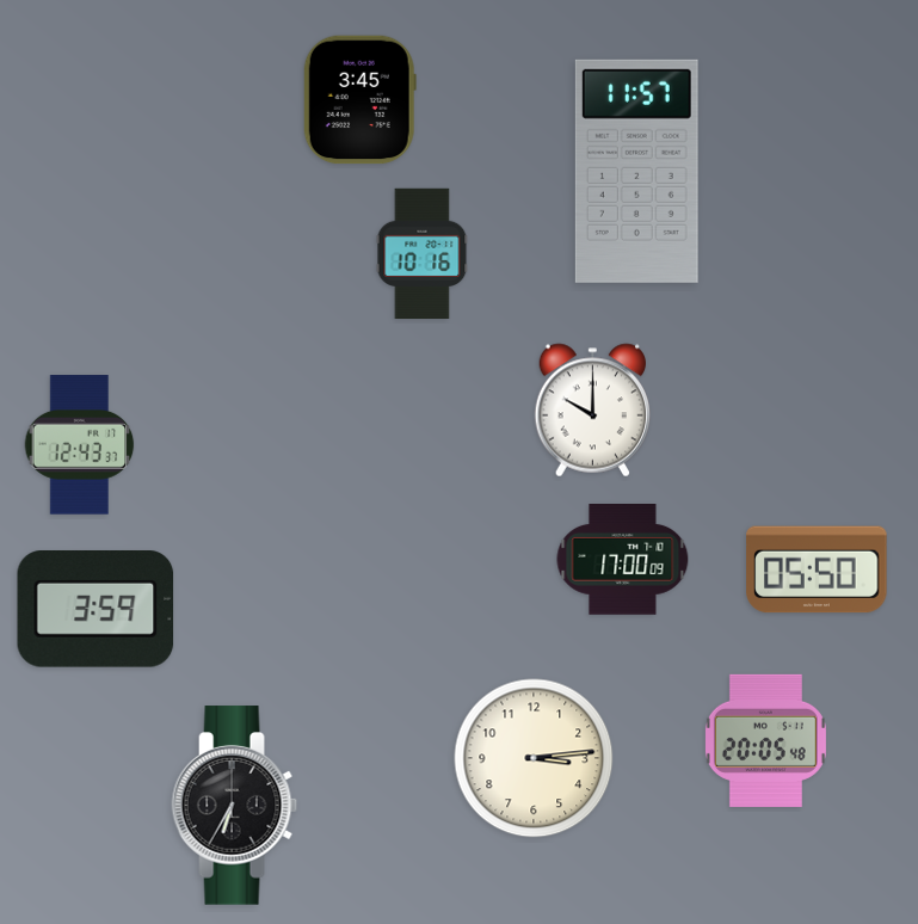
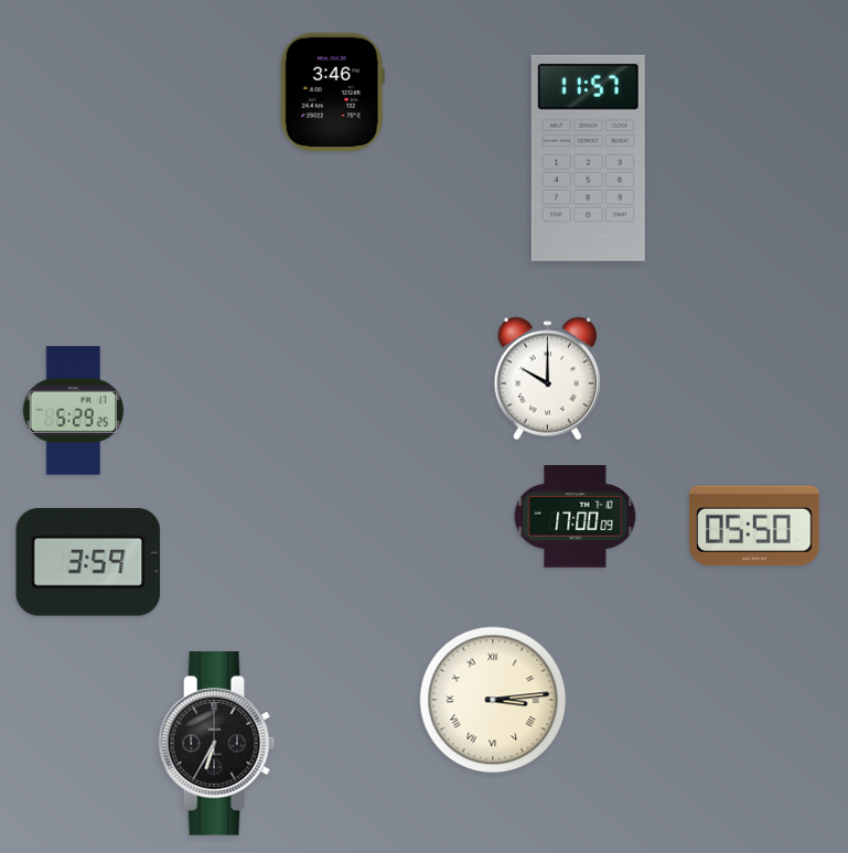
clock at (359, 100): 3:45 -> 3:46
clock at (423, 253): 10:16 -> none
clock at (80, 445): 12:43 -> 5:29
clock at (765, 740): 20:05 -> none
clock at (534, 758) numerals: Arabic -> Roman
